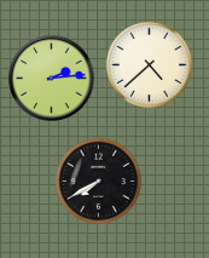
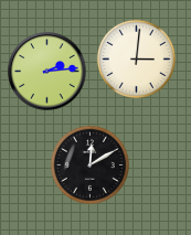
clock at (149, 64): 4:38 -> 3:01
clock at (98, 180): 7:40 -> 12:10
